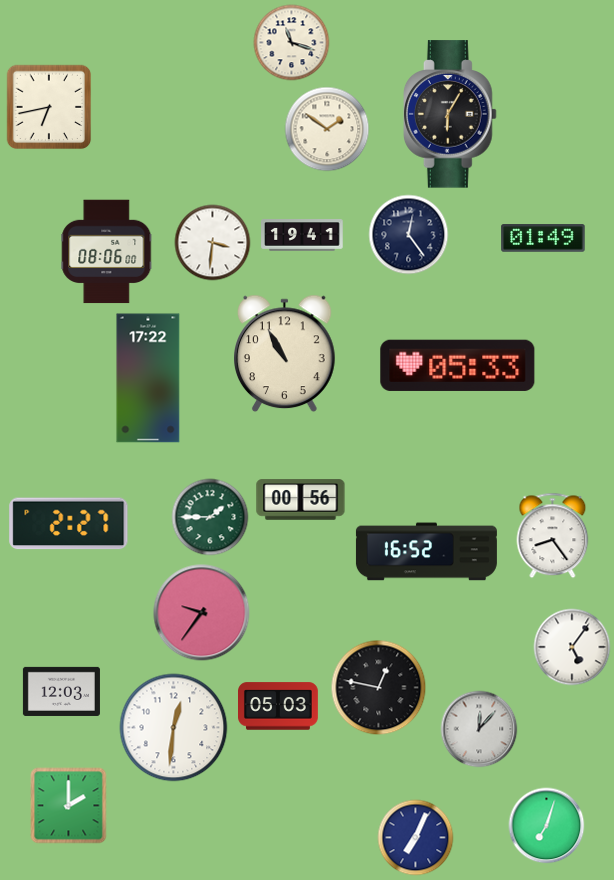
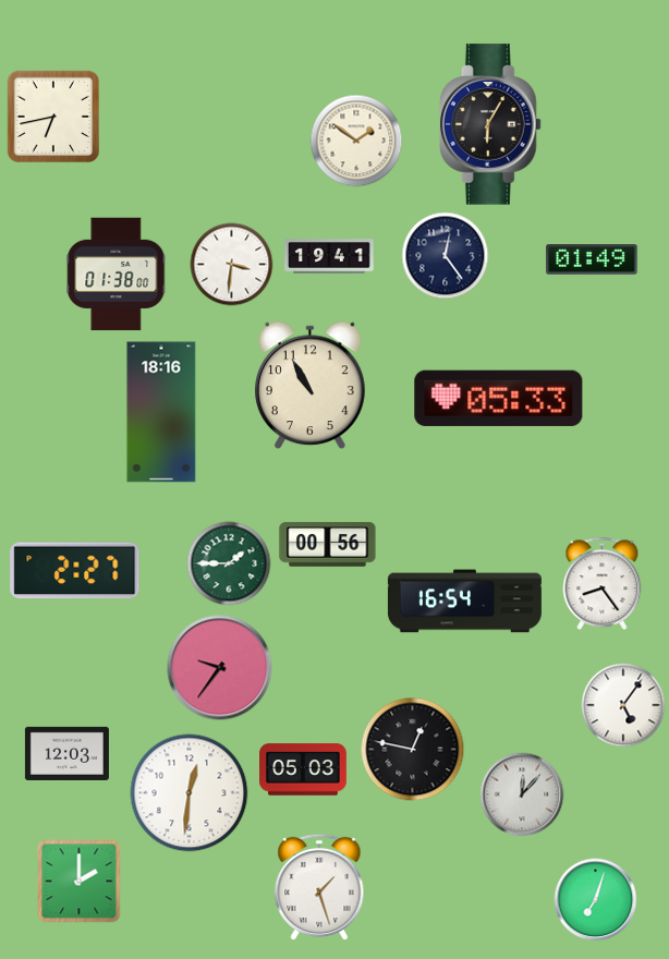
clock at (292, 43): 11:18 -> none
clock at (107, 252): 08:06 -> 01:38
clock at (148, 378): 17:22 -> 18:16
clock at (426, 552): 16:52 -> 16:54
clock at (69, 806) position: (69, 806) -> (80, 882)
clock at (319, 887): none -> 1:27
clock at (416, 838): 7:04 -> none
